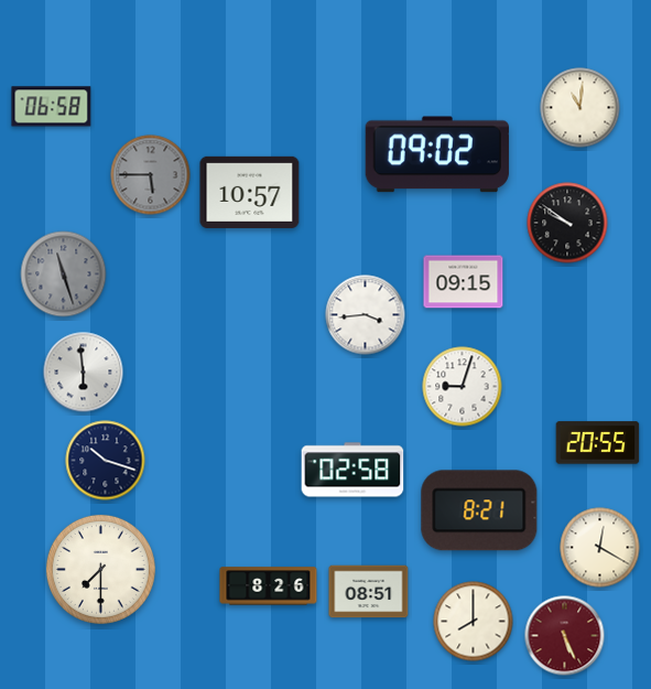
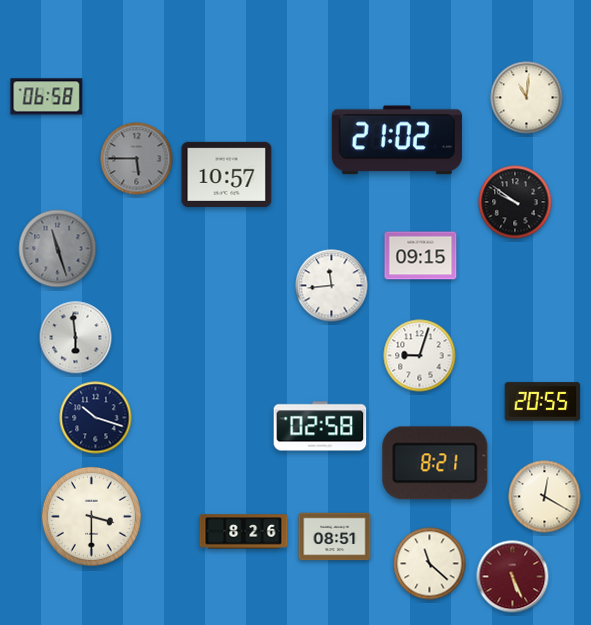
clock at (437, 154): 09:02 -> 21:02
clock at (366, 315): 3:44 -> 11:44
clock at (463, 387) position: (463, 387) -> (420, 356)
clock at (100, 569): 7:30 -> 3:30
clock at (474, 622): 8:00 -> 11:22
